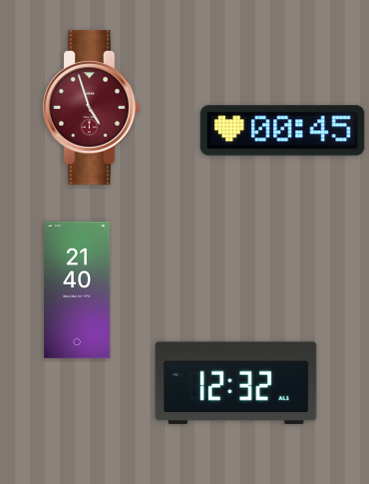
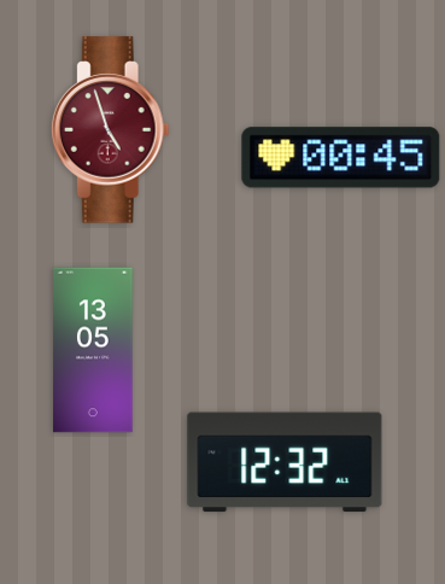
clock at (77, 290): 21:40 -> 13:05
